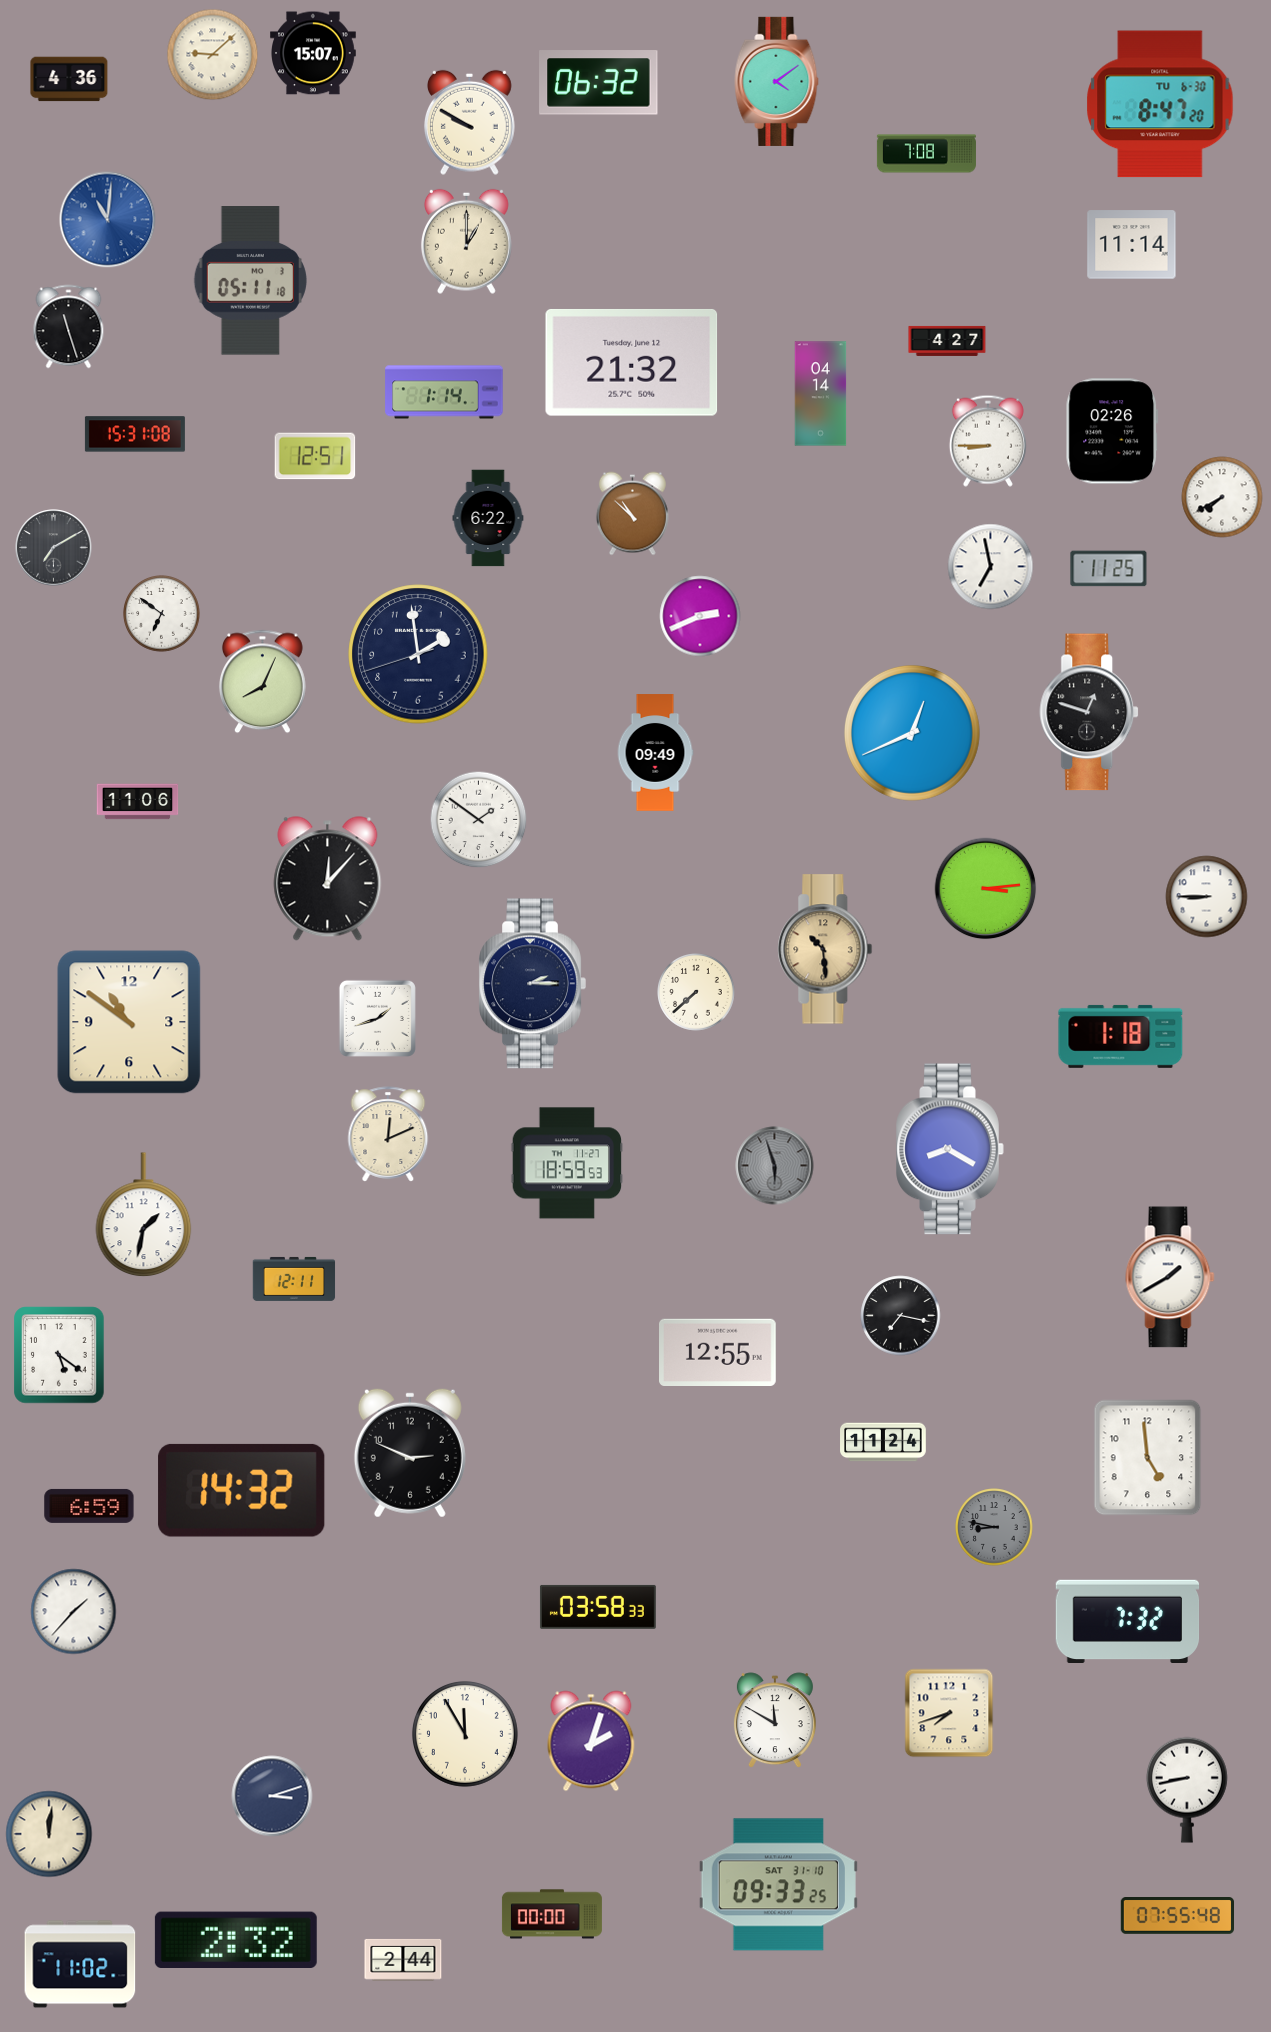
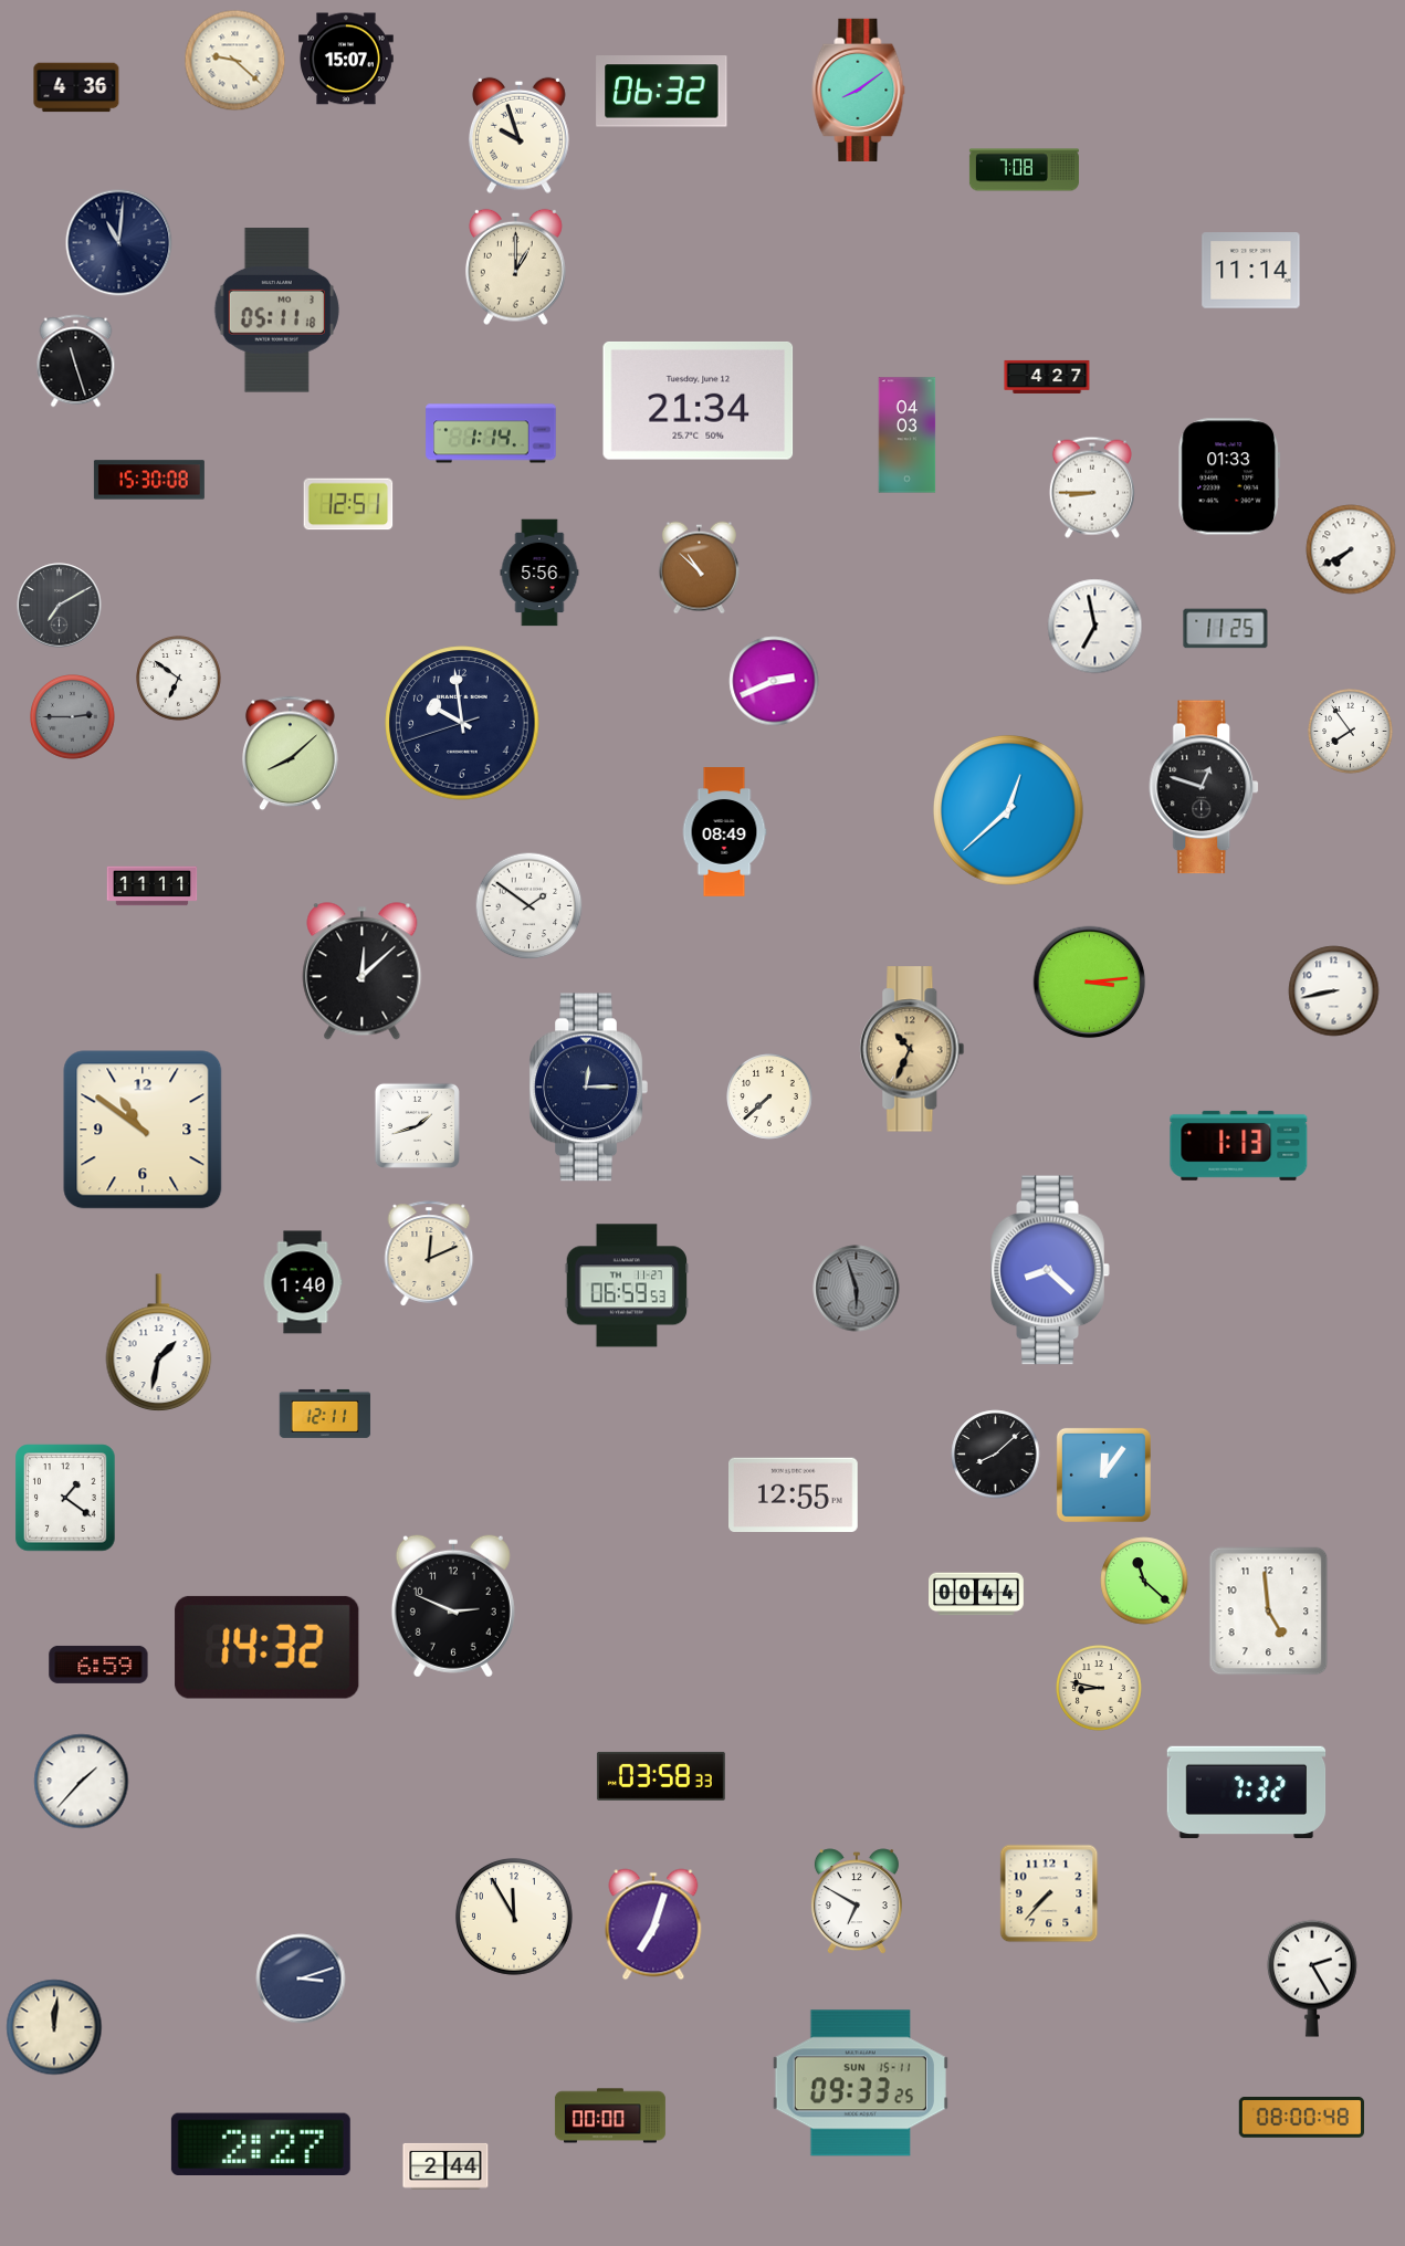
clock at (213, 55): 9:08 -> 9:22
clock at (777, 81): 4:09 -> 8:09
clock at (1160, 104): 8:47 -> none
clock at (469, 122): 9:50 -> 9:57
clock at (108, 220) dial: blue -> navy
clock at (632, 362): 21:32 -> 21:34
clock at (821, 394): 04:14 -> 04:03
clock at (1112, 431): 02:26 -> 01:33
clock at (135, 434): 15:31 -> 15:30
clock at (488, 518): 6:22 -> 5:56
clock at (73, 717): none -> 2:45
clock at (418, 654): 1:58 -> 9:58
clock at (1351, 732): none -> 7:54
clock at (263, 682): 8:04 -> 8:08
clock at (912, 733): 12:41 -> 12:38
clock at (655, 753): 09:49 -> 08:49
clock at (138, 802): 11:06 -> 11:11
clock at (328, 879): 12:07 -> 12:08
clock at (1207, 897): 8:45 -> 8:43
clock at (825, 949): 10:29 -> 10:34
clock at (532, 984): 2:15 -> 12:15
clock at (1121, 1036): 1:18 -> 1:13
clock at (950, 1149): 8:20 -> 8:22
clock at (303, 1282): none -> 1:40
clock at (567, 1163): 18:59 -> 06:59
clock at (1170, 1277): 1:40 -> none
clock at (901, 1316): 7:17 -> 8:08
clock at (1103, 1474): none -> 12:06
clock at (59, 1355): 5:21 -> 1:21
clock at (1144, 1581): none -> 11:22
clock at (883, 1442): 11:24 -> 00:44
clock at (994, 1527) dial: grey -> cream
clock at (949, 1713): 7:42 -> 7:37
clock at (775, 1721): 11:50 -> 6:50
clock at (591, 1741): 2:03 -> 7:03
clock at (1187, 1790): 8:43 -> 2:25
clock at (272, 1796) position: (272, 1796) -> (301, 1979)
clock at (778, 1885) date: SAT 31-10 -> SUN 15-11
clock at (1177, 1916): 07:55 -> 08:00
clock at (236, 1939): 2:32 -> 2:27
clock at (80, 1964): 11:02 -> none
